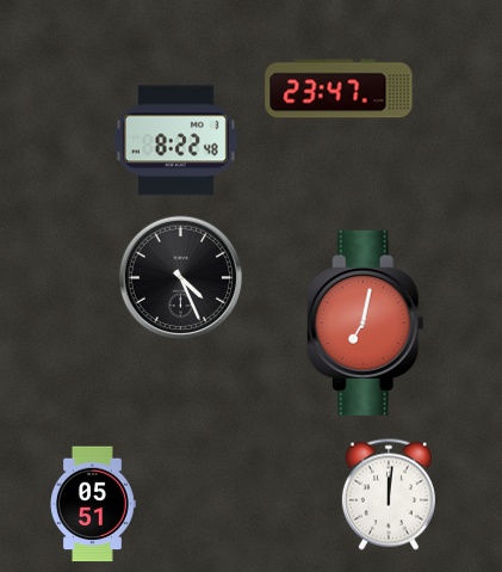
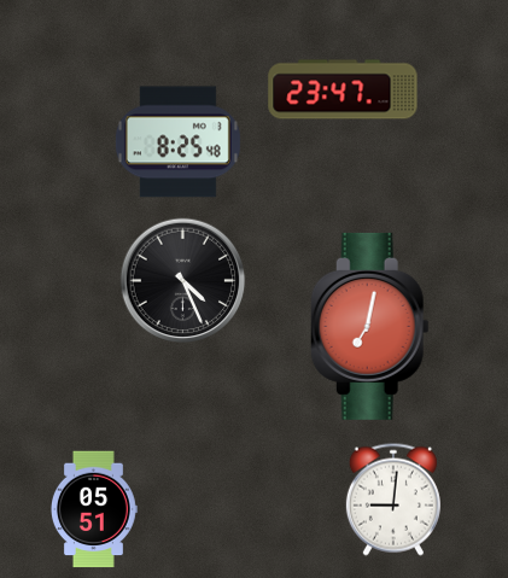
clock at (175, 141): 8:22 -> 8:25
clock at (389, 494): 12:01 -> 9:01
